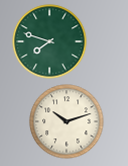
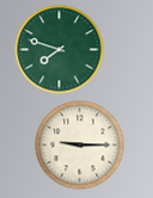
clock at (67, 122): 10:12 -> 9:15
